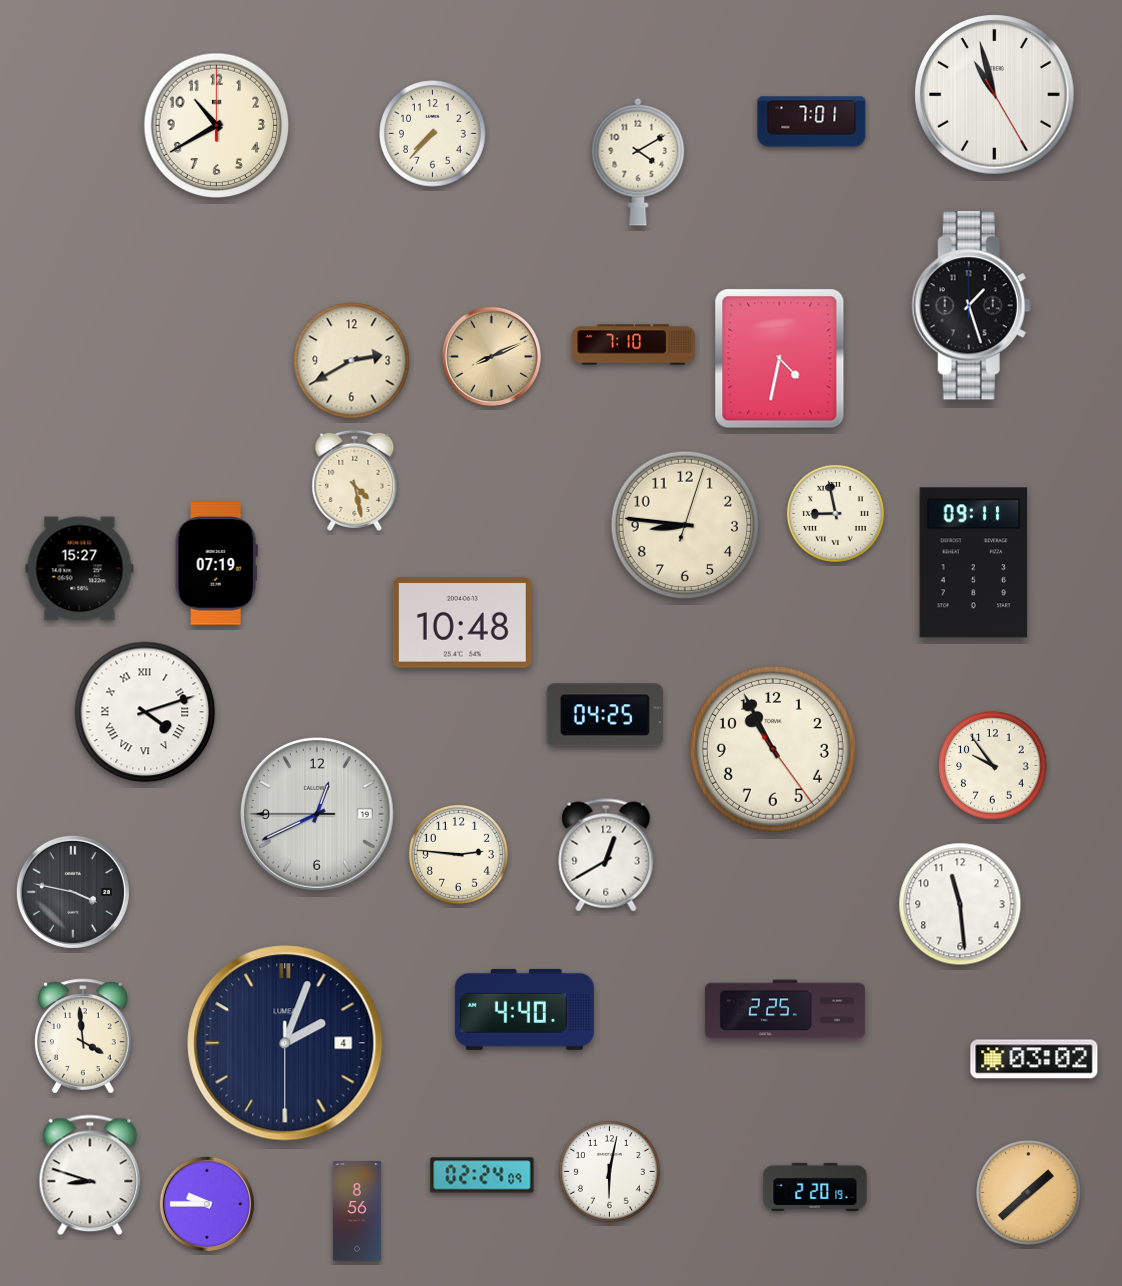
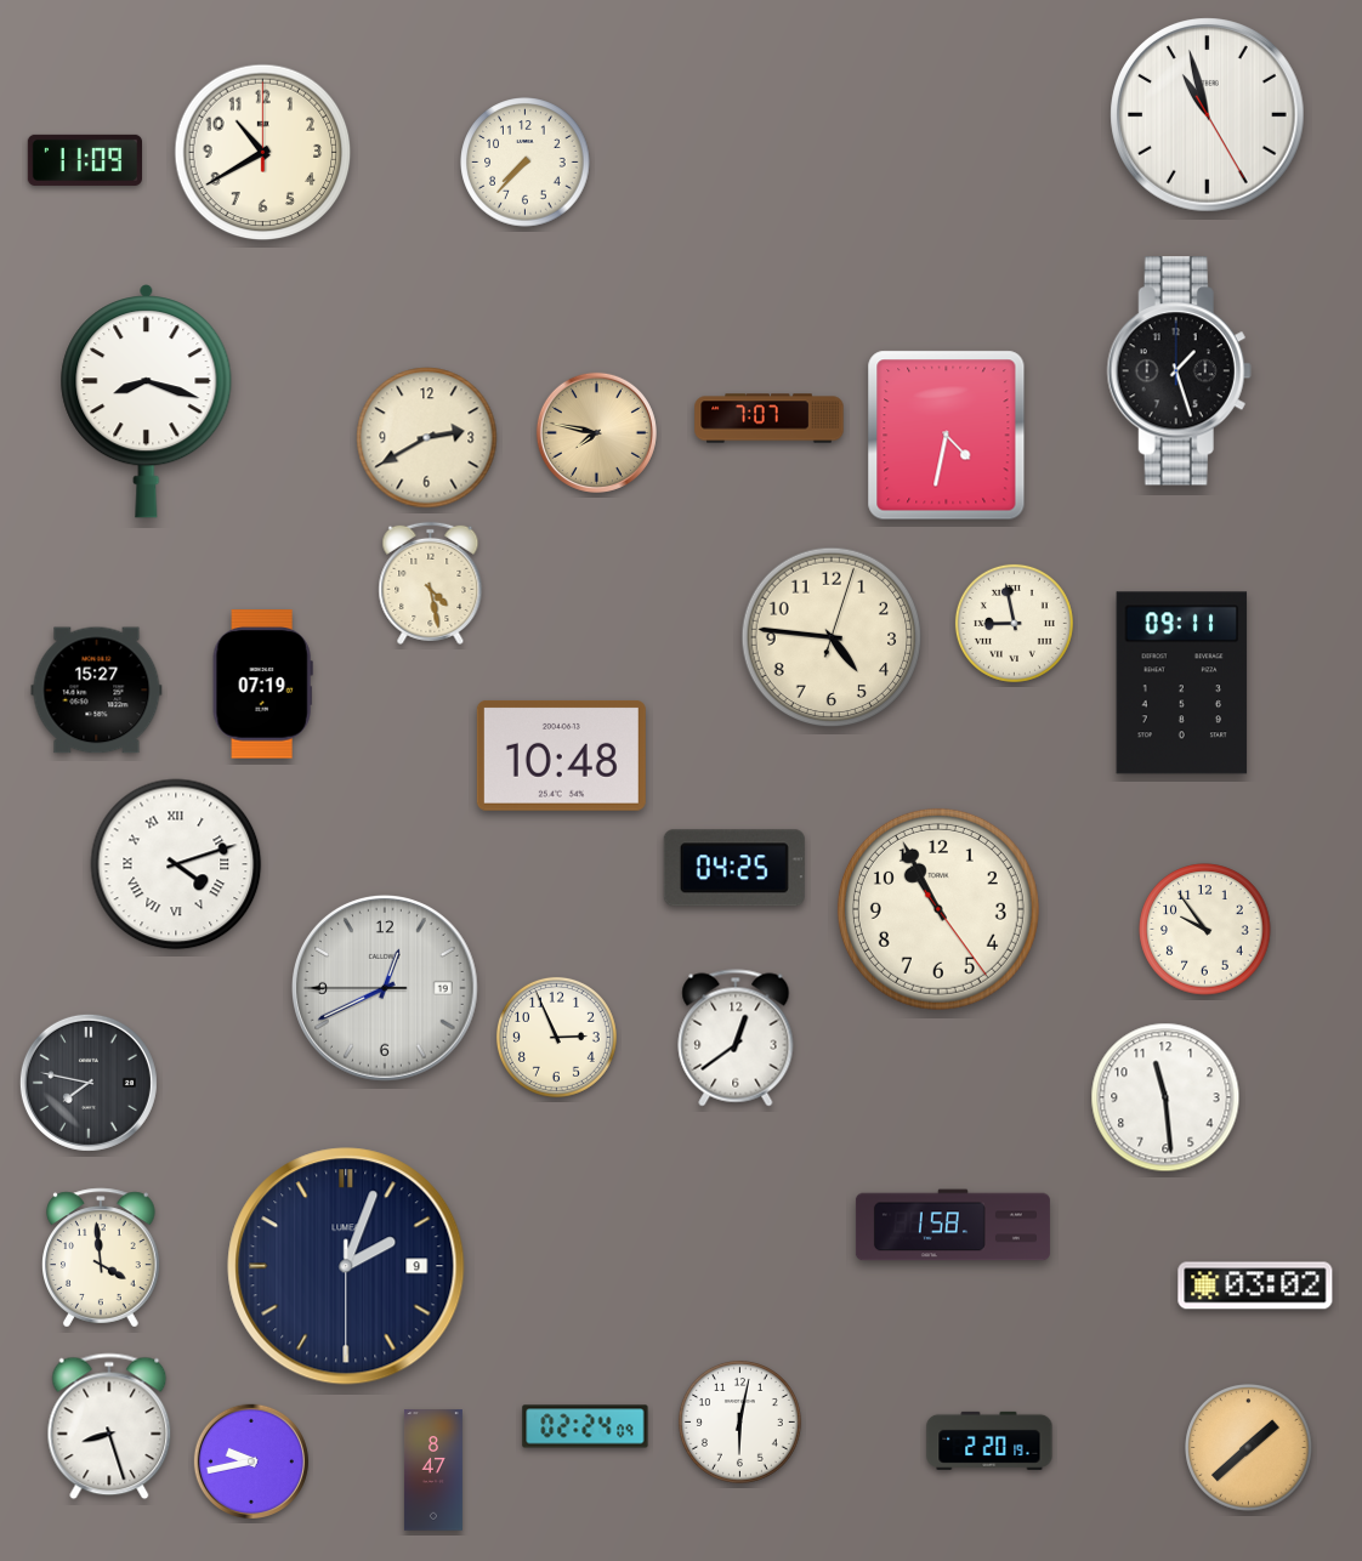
clock at (812, 122): 7:01 -> none
clock at (84, 160): none -> 11:09
clock at (638, 162): 4:10 -> none
clock at (147, 402): none -> 8:18
clock at (634, 345): 7:10 -> 7:07
clock at (491, 356): 8:11 -> 7:47
clock at (685, 525): 8:46 -> 4:46
clock at (458, 854): 2:46 -> 2:56
clock at (606, 855): 12:40 -> 12:39
clock at (73, 892): 3:47 -> 7:47
clock at (524, 1009): 4:40 -> none
clock at (785, 1009): 2:25 -> 1:58
clock at (285, 1043) date: 4 -> 9
clock at (90, 1175): 8:48 -> 8:27
clock at (207, 1204): 9:45 -> 9:43
clock at (357, 1211): 8:56 -> 8:47
